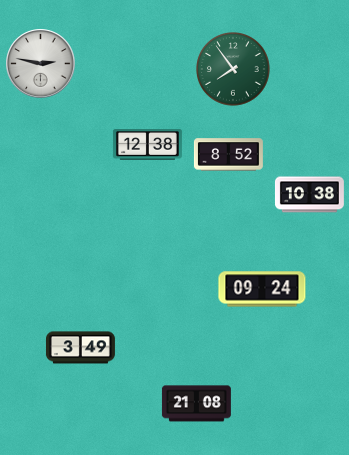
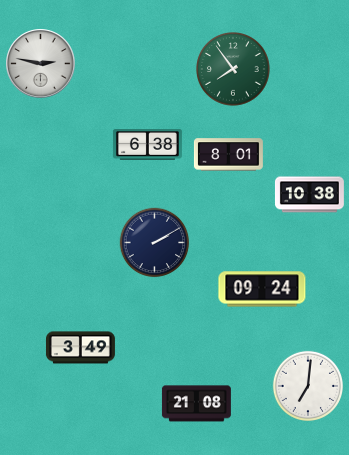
clock at (147, 145): 12:38 -> 6:38
clock at (228, 155): 8:52 -> 8:01
clock at (155, 243): none -> 2:10
clock at (307, 385): none -> 7:01
